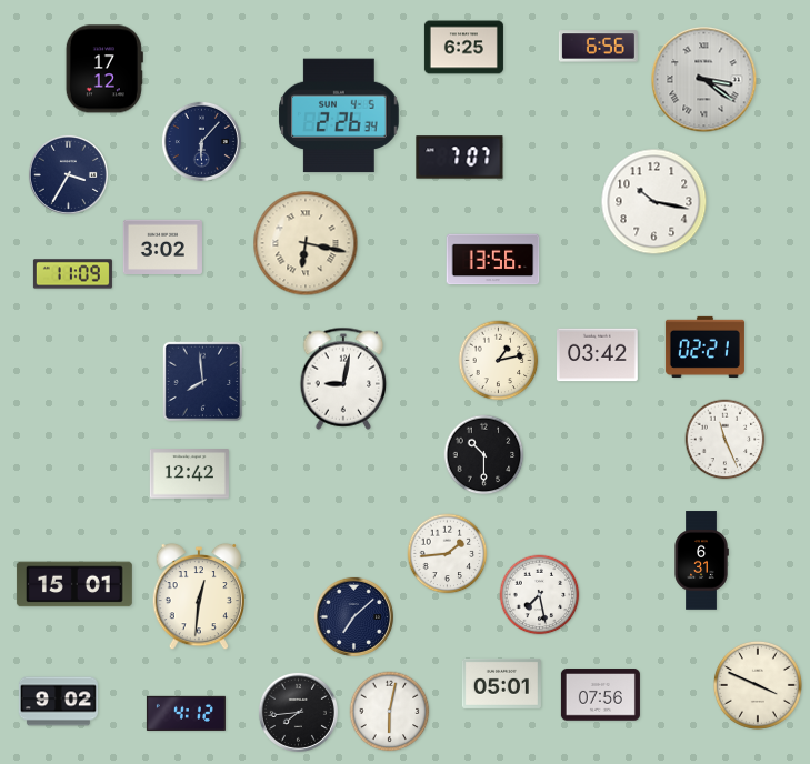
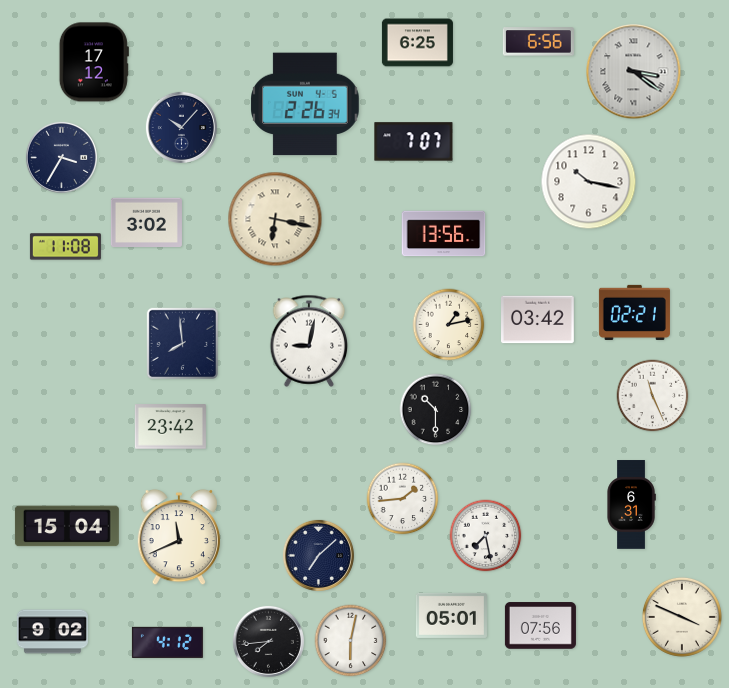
clock at (201, 141): 6:07 -> 10:07
clock at (72, 274): 11:09 -> 11:08
clock at (189, 474): 12:42 -> 23:42
clock at (74, 584): 15:01 -> 15:04
clock at (199, 596): 12:31 -> 11:41
